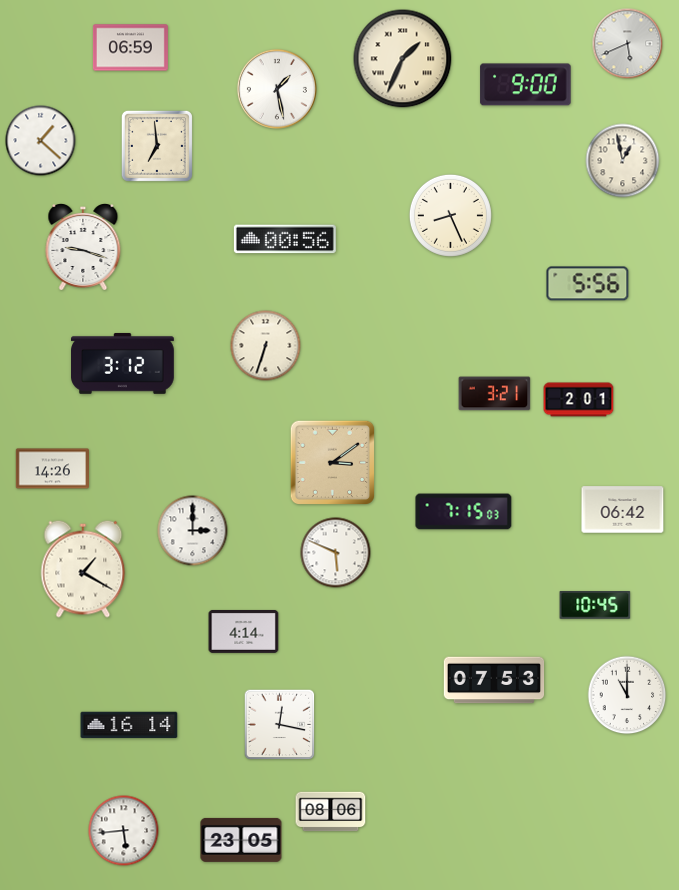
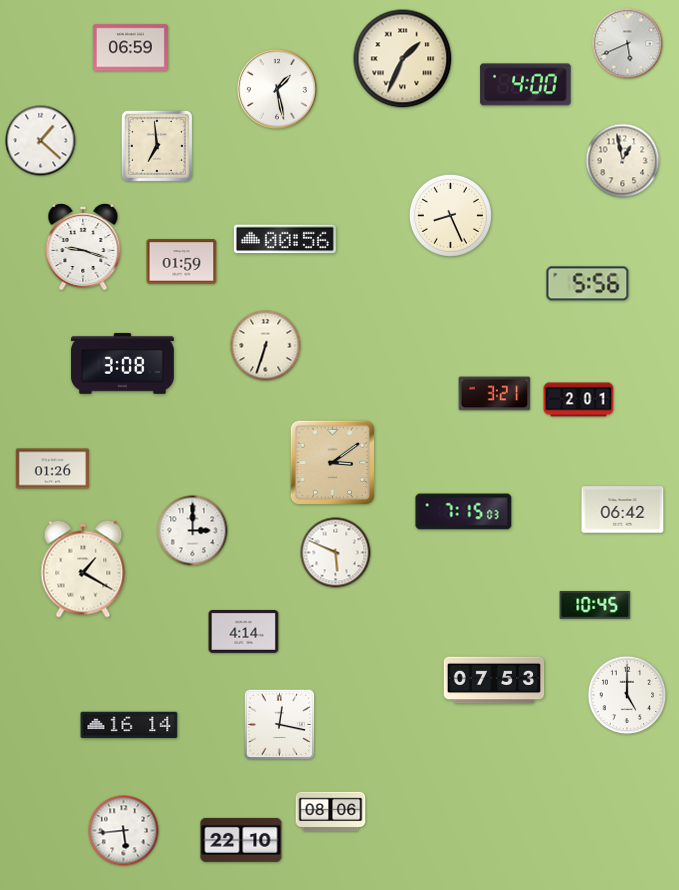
clock at (526, 85): 9:00 -> 4:00
clock at (182, 262): none -> 01:59
clock at (123, 363): 3:12 -> 3:08
clock at (53, 469): 14:26 -> 01:26
clock at (627, 695): 11:00 -> 5:00
clock at (241, 840): 23:05 -> 22:10
